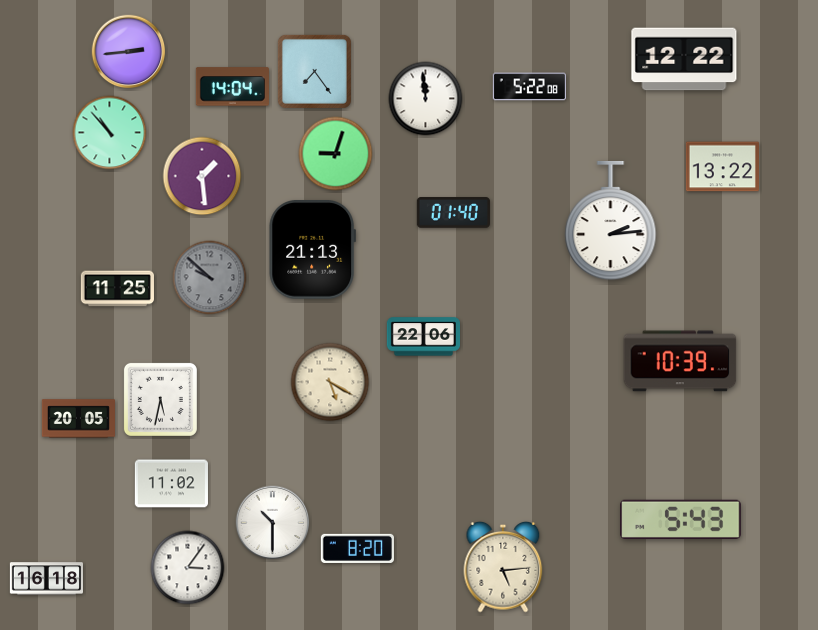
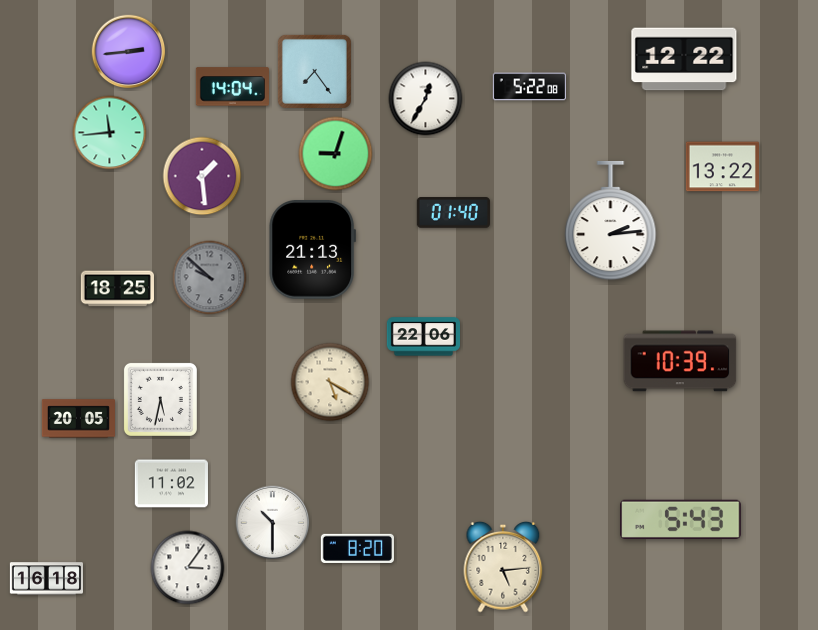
clock at (426, 99): 11:59 -> 12:35
clock at (110, 133): 10:53 -> 11:44
clock at (117, 289): 11:25 -> 18:25
